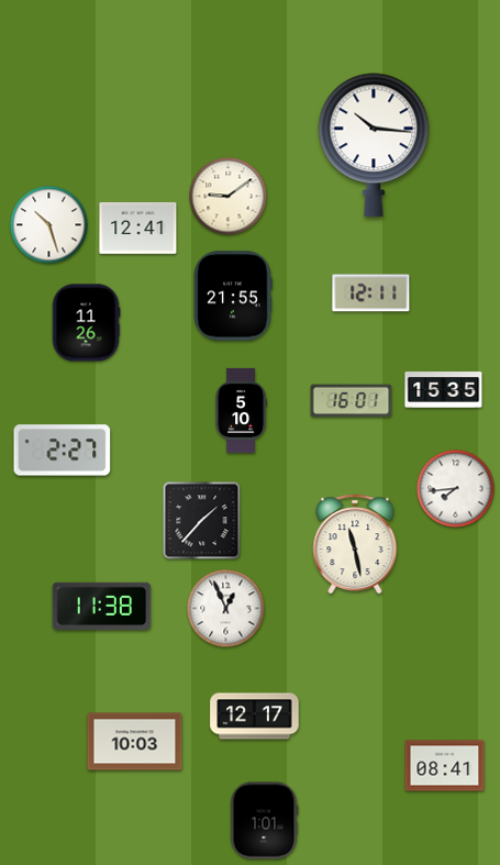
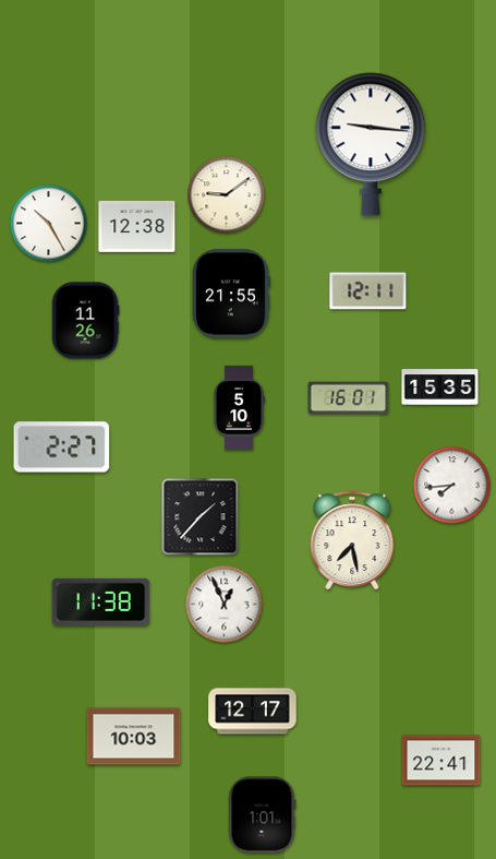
clock at (374, 145): 10:16 -> 9:16
clock at (49, 225): 10:27 -> 10:25
clock at (138, 228): 12:41 -> 12:38
clock at (355, 544): 11:28 -> 7:28
clock at (445, 766): 08:41 -> 22:41
